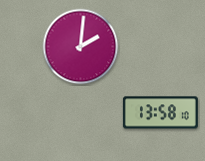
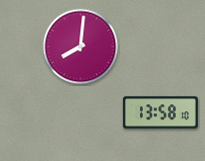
clock at (81, 47): 2:01 -> 8:01
